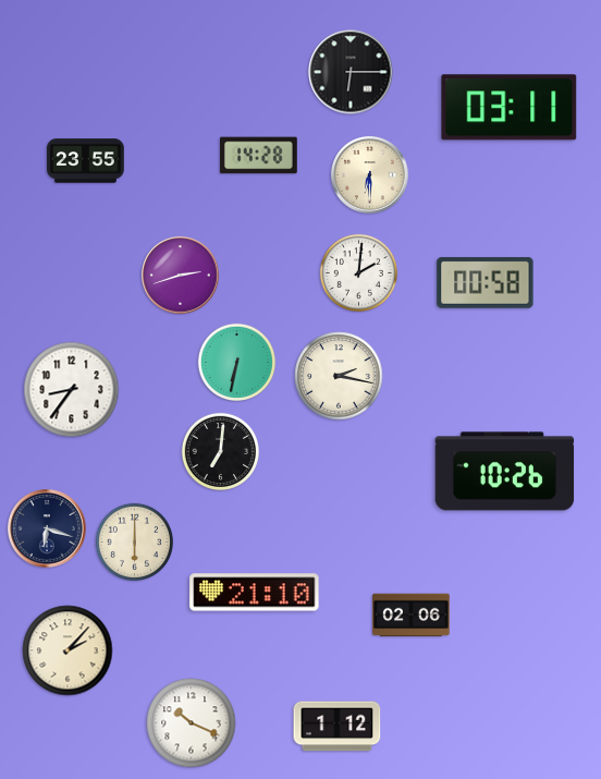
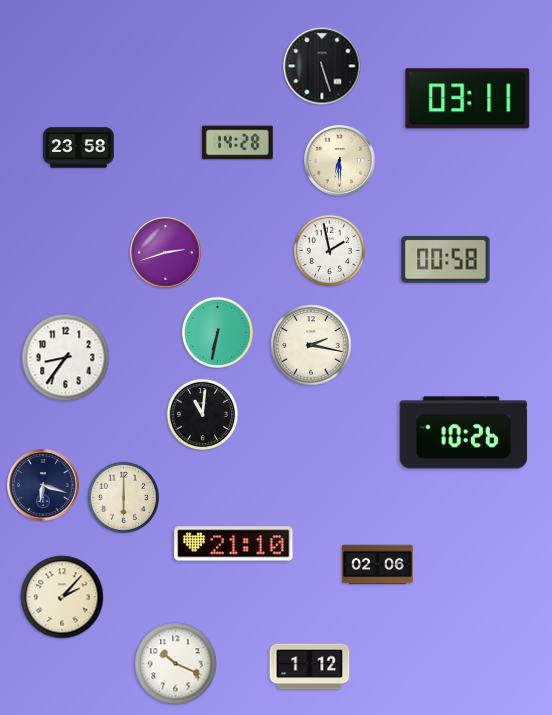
clock at (351, 72): 6:15 -> 5:27
clock at (86, 161): 23:55 -> 23:58
clock at (358, 272): 2:01 -> 1:58
clock at (220, 451): 7:01 -> 11:01
